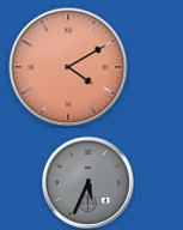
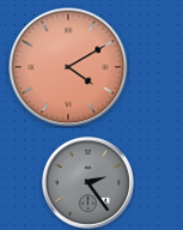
clock at (87, 182): 5:34 -> 2:24
